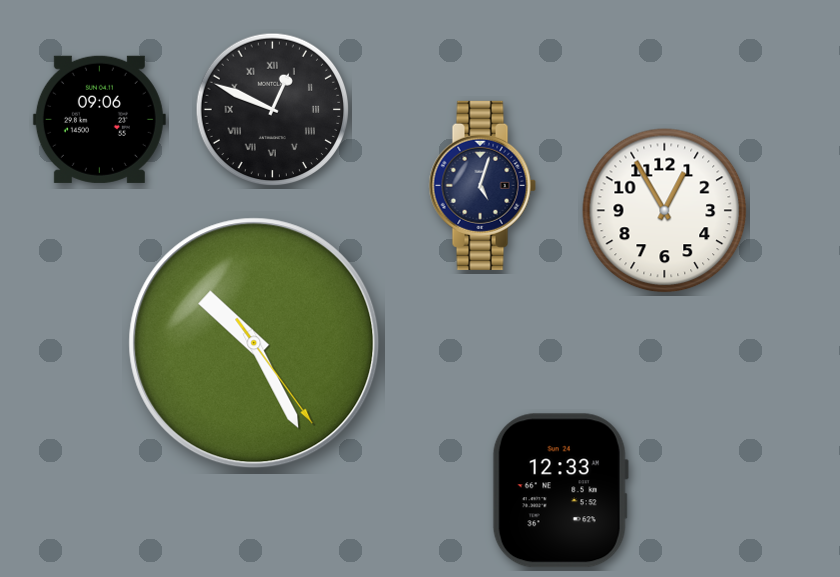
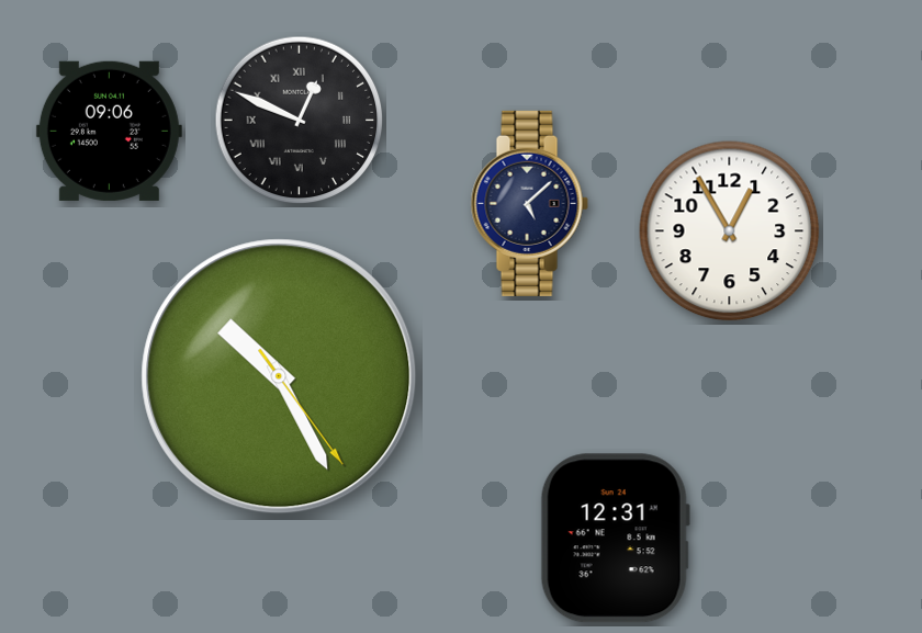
clock at (482, 185): 5:03 -> 5:08
clock at (560, 491): 12:33 -> 12:31
